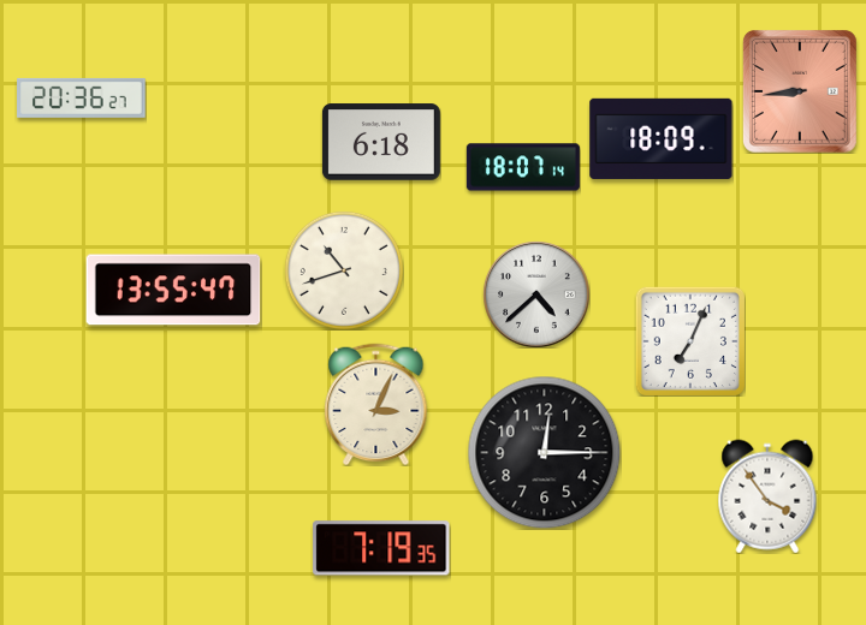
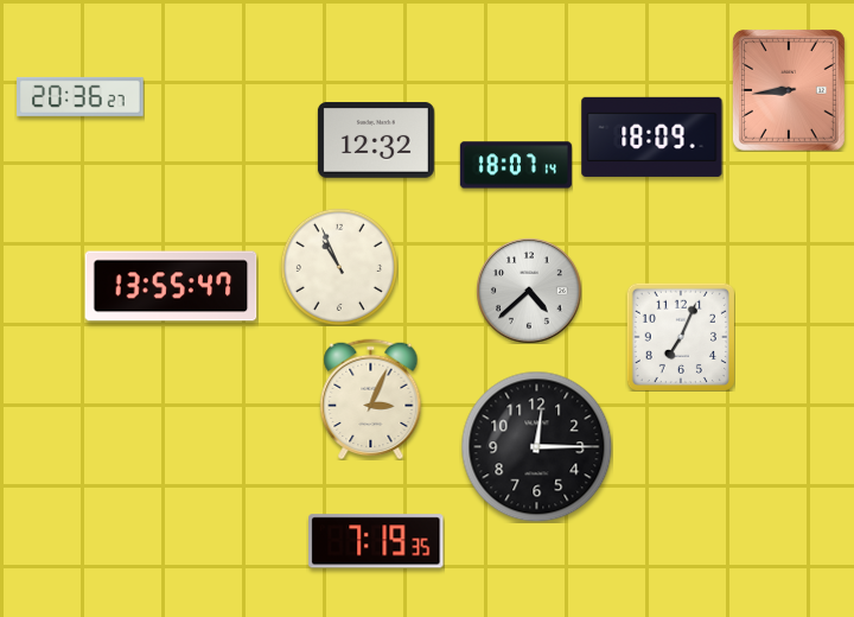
clock at (381, 142): 6:18 -> 12:32
clock at (344, 270): 10:42 -> 10:56
clock at (767, 496): 3:54 -> none
